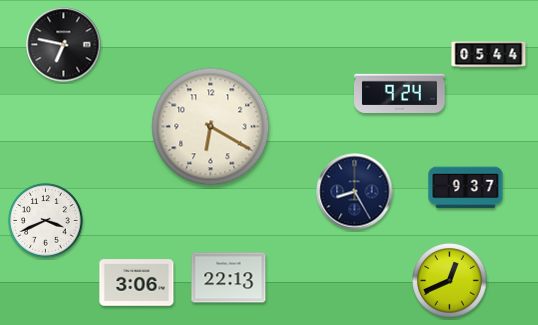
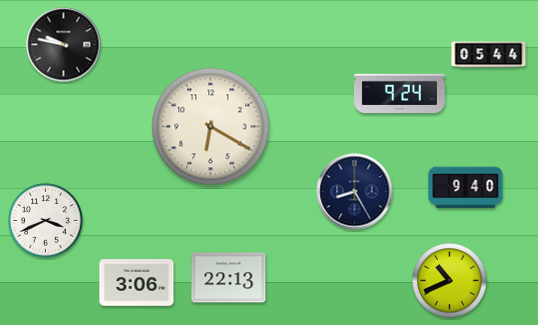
clock at (64, 45): 6:47 -> 9:47
clock at (466, 188): 9:37 -> 9:40
clock at (450, 281): 12:41 -> 10:41
